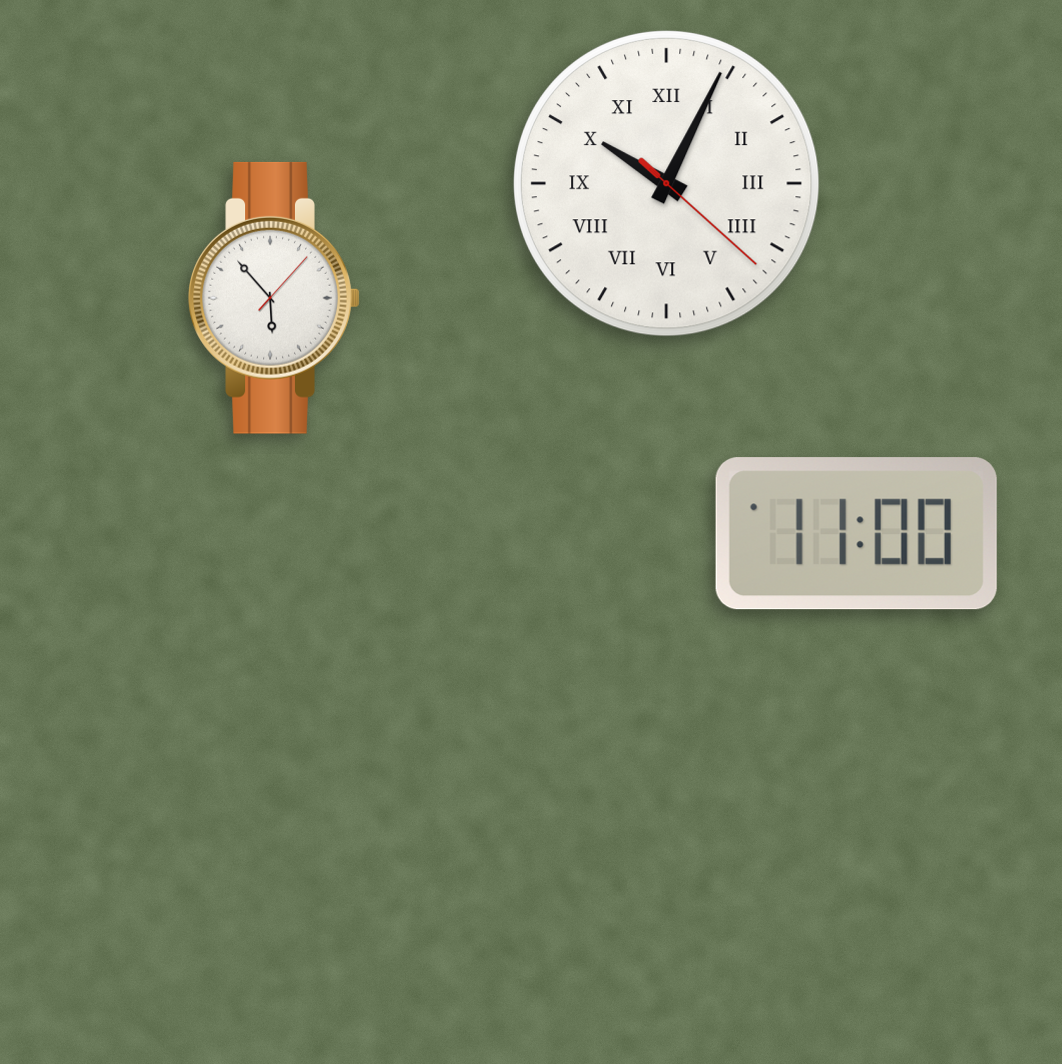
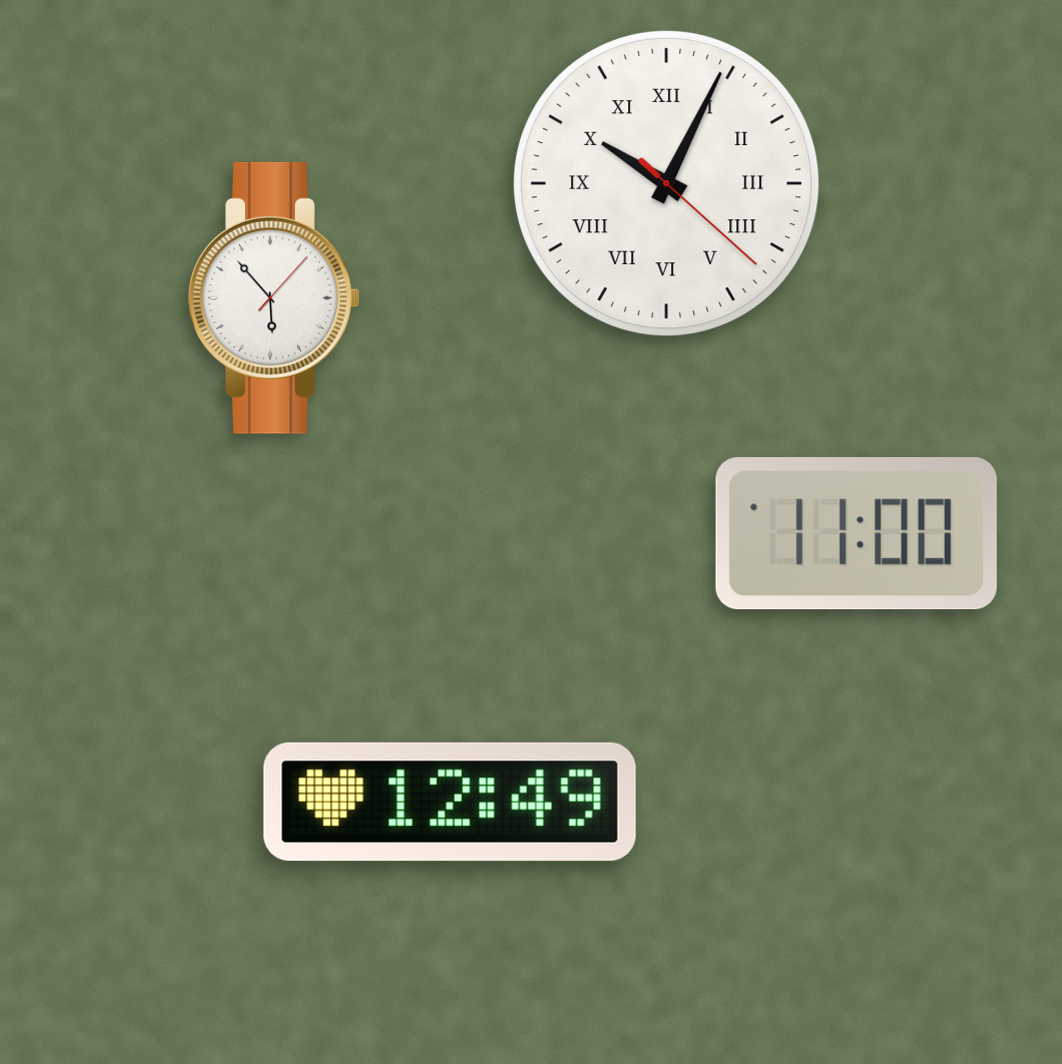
clock at (450, 802): none -> 12:49
